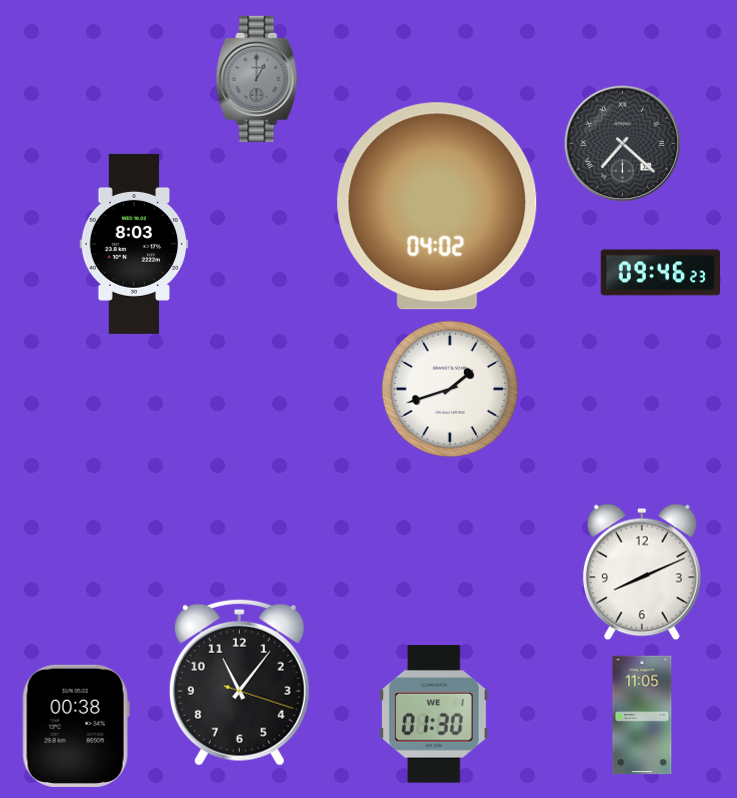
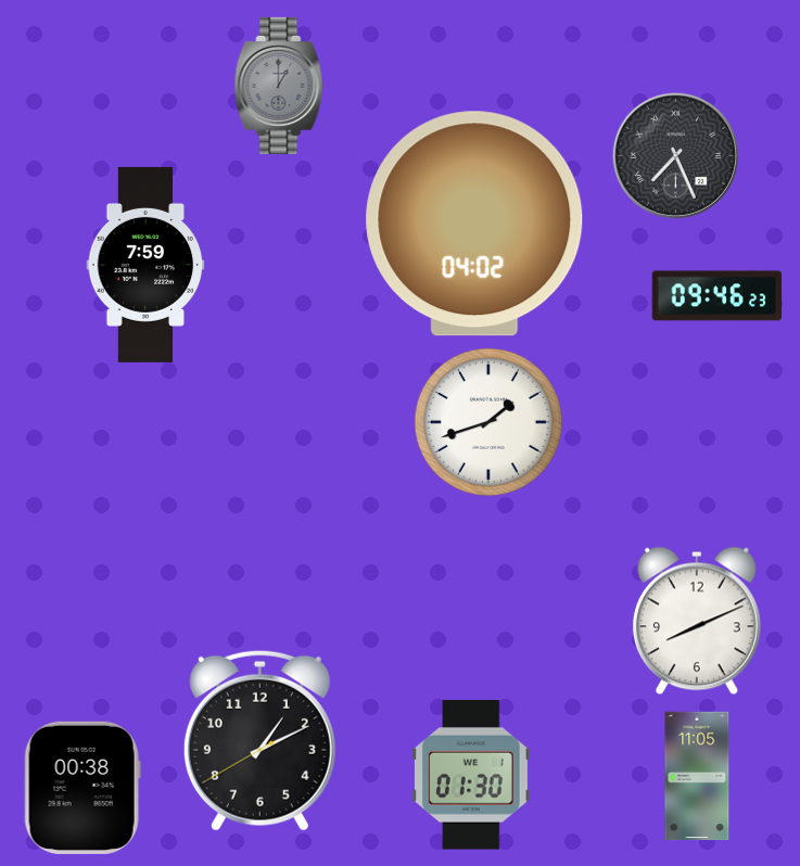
clock at (622, 143): 7:22 -> 7:26
clock at (134, 244): 8:03 -> 7:59
clock at (239, 682): 11:06 -> 1:10
